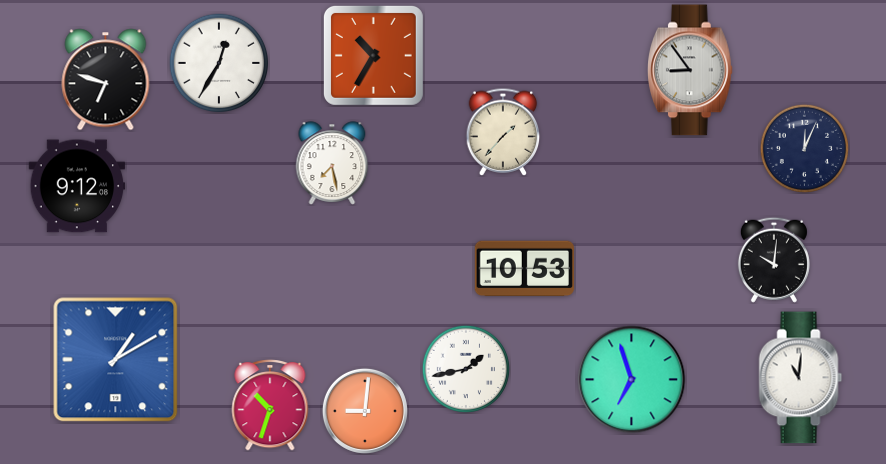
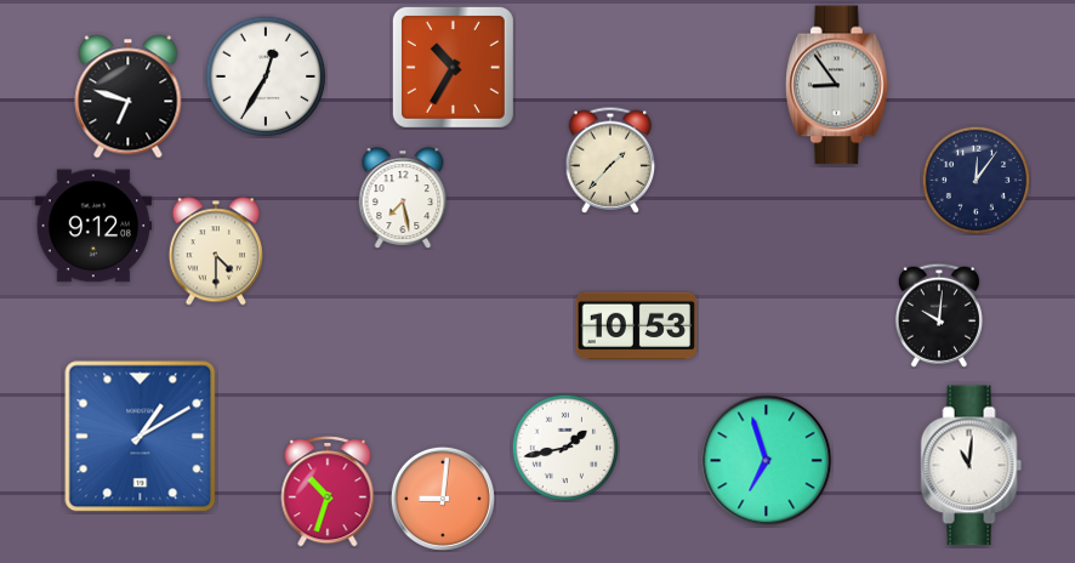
clock at (804, 148): 12:04 -> 12:06
clock at (216, 251): none -> 4:30
clock at (801, 378) position: (801, 378) -> (972, 466)
